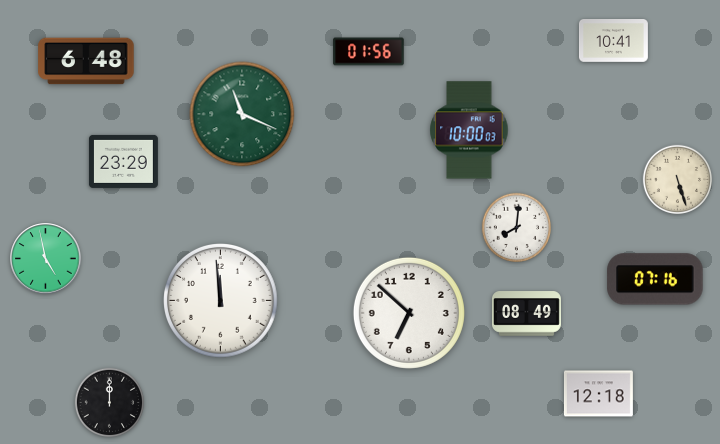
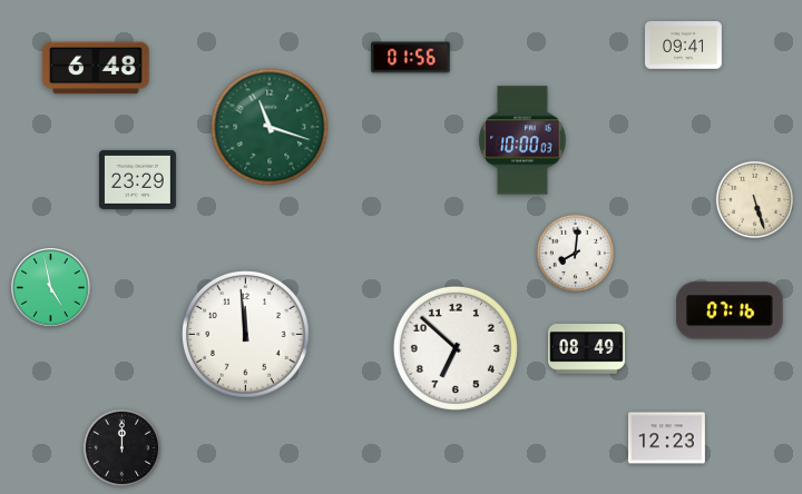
clock at (613, 41): 10:41 -> 09:41
clock at (242, 114): 11:19 -> 11:18
clock at (469, 130) position: (469, 130) -> (522, 140)
clock at (598, 394): 12:18 -> 12:23
